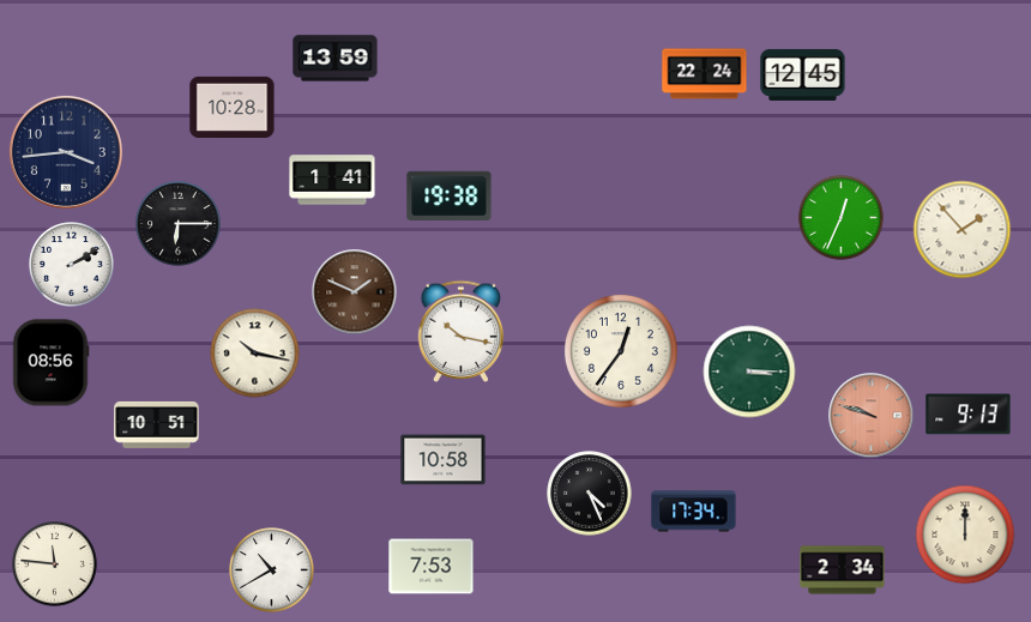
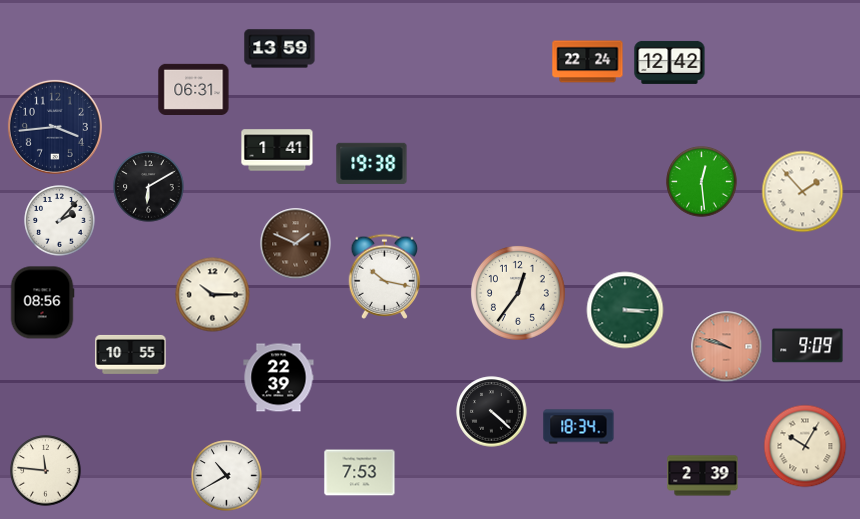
clock at (803, 74): 12:45 -> 12:42
clock at (233, 107): 10:28 -> 06:31
clock at (450, 197) position: (450, 197) -> (372, 164)
clock at (842, 218): 12:34 -> 12:29
clock at (179, 224): 6:15 -> 6:10
clock at (72, 265): 2:10 -> 2:07
clock at (255, 354): 10:17 -> 10:15
clock at (969, 415): 9:13 -> 9:09
clock at (157, 424): 10:51 -> 10:55
clock at (279, 378): none -> 22:39
clock at (444, 460): 10:58 -> none
clock at (590, 494): 4:26 -> 4:22
clock at (694, 512): 17:34 -> 18:34
clock at (965, 535): 12:00 -> 10:05
clock at (843, 570): 2:34 -> 2:39
